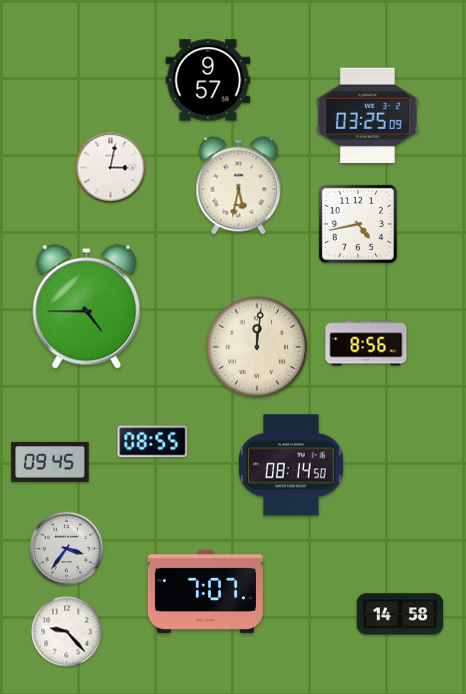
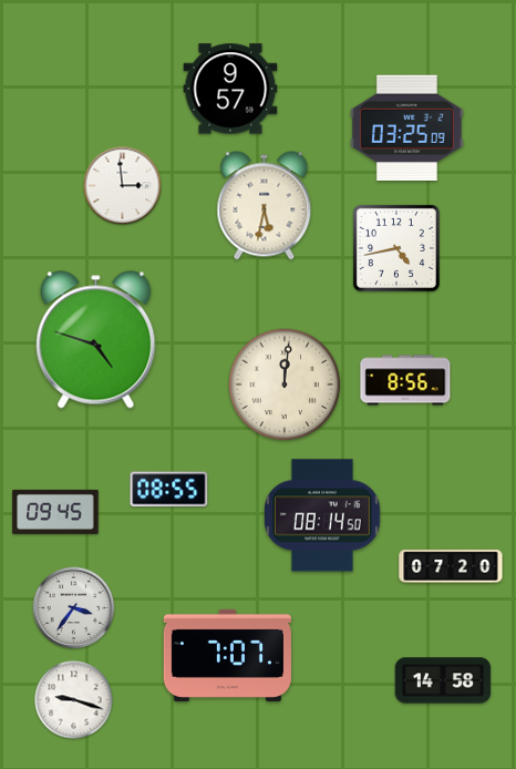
clock at (111, 168): 3:02 -> 2:59
clock at (87, 307): 4:45 -> 4:48
clock at (451, 566): none -> 07:20
clock at (67, 632): 9:23 -> 9:18
